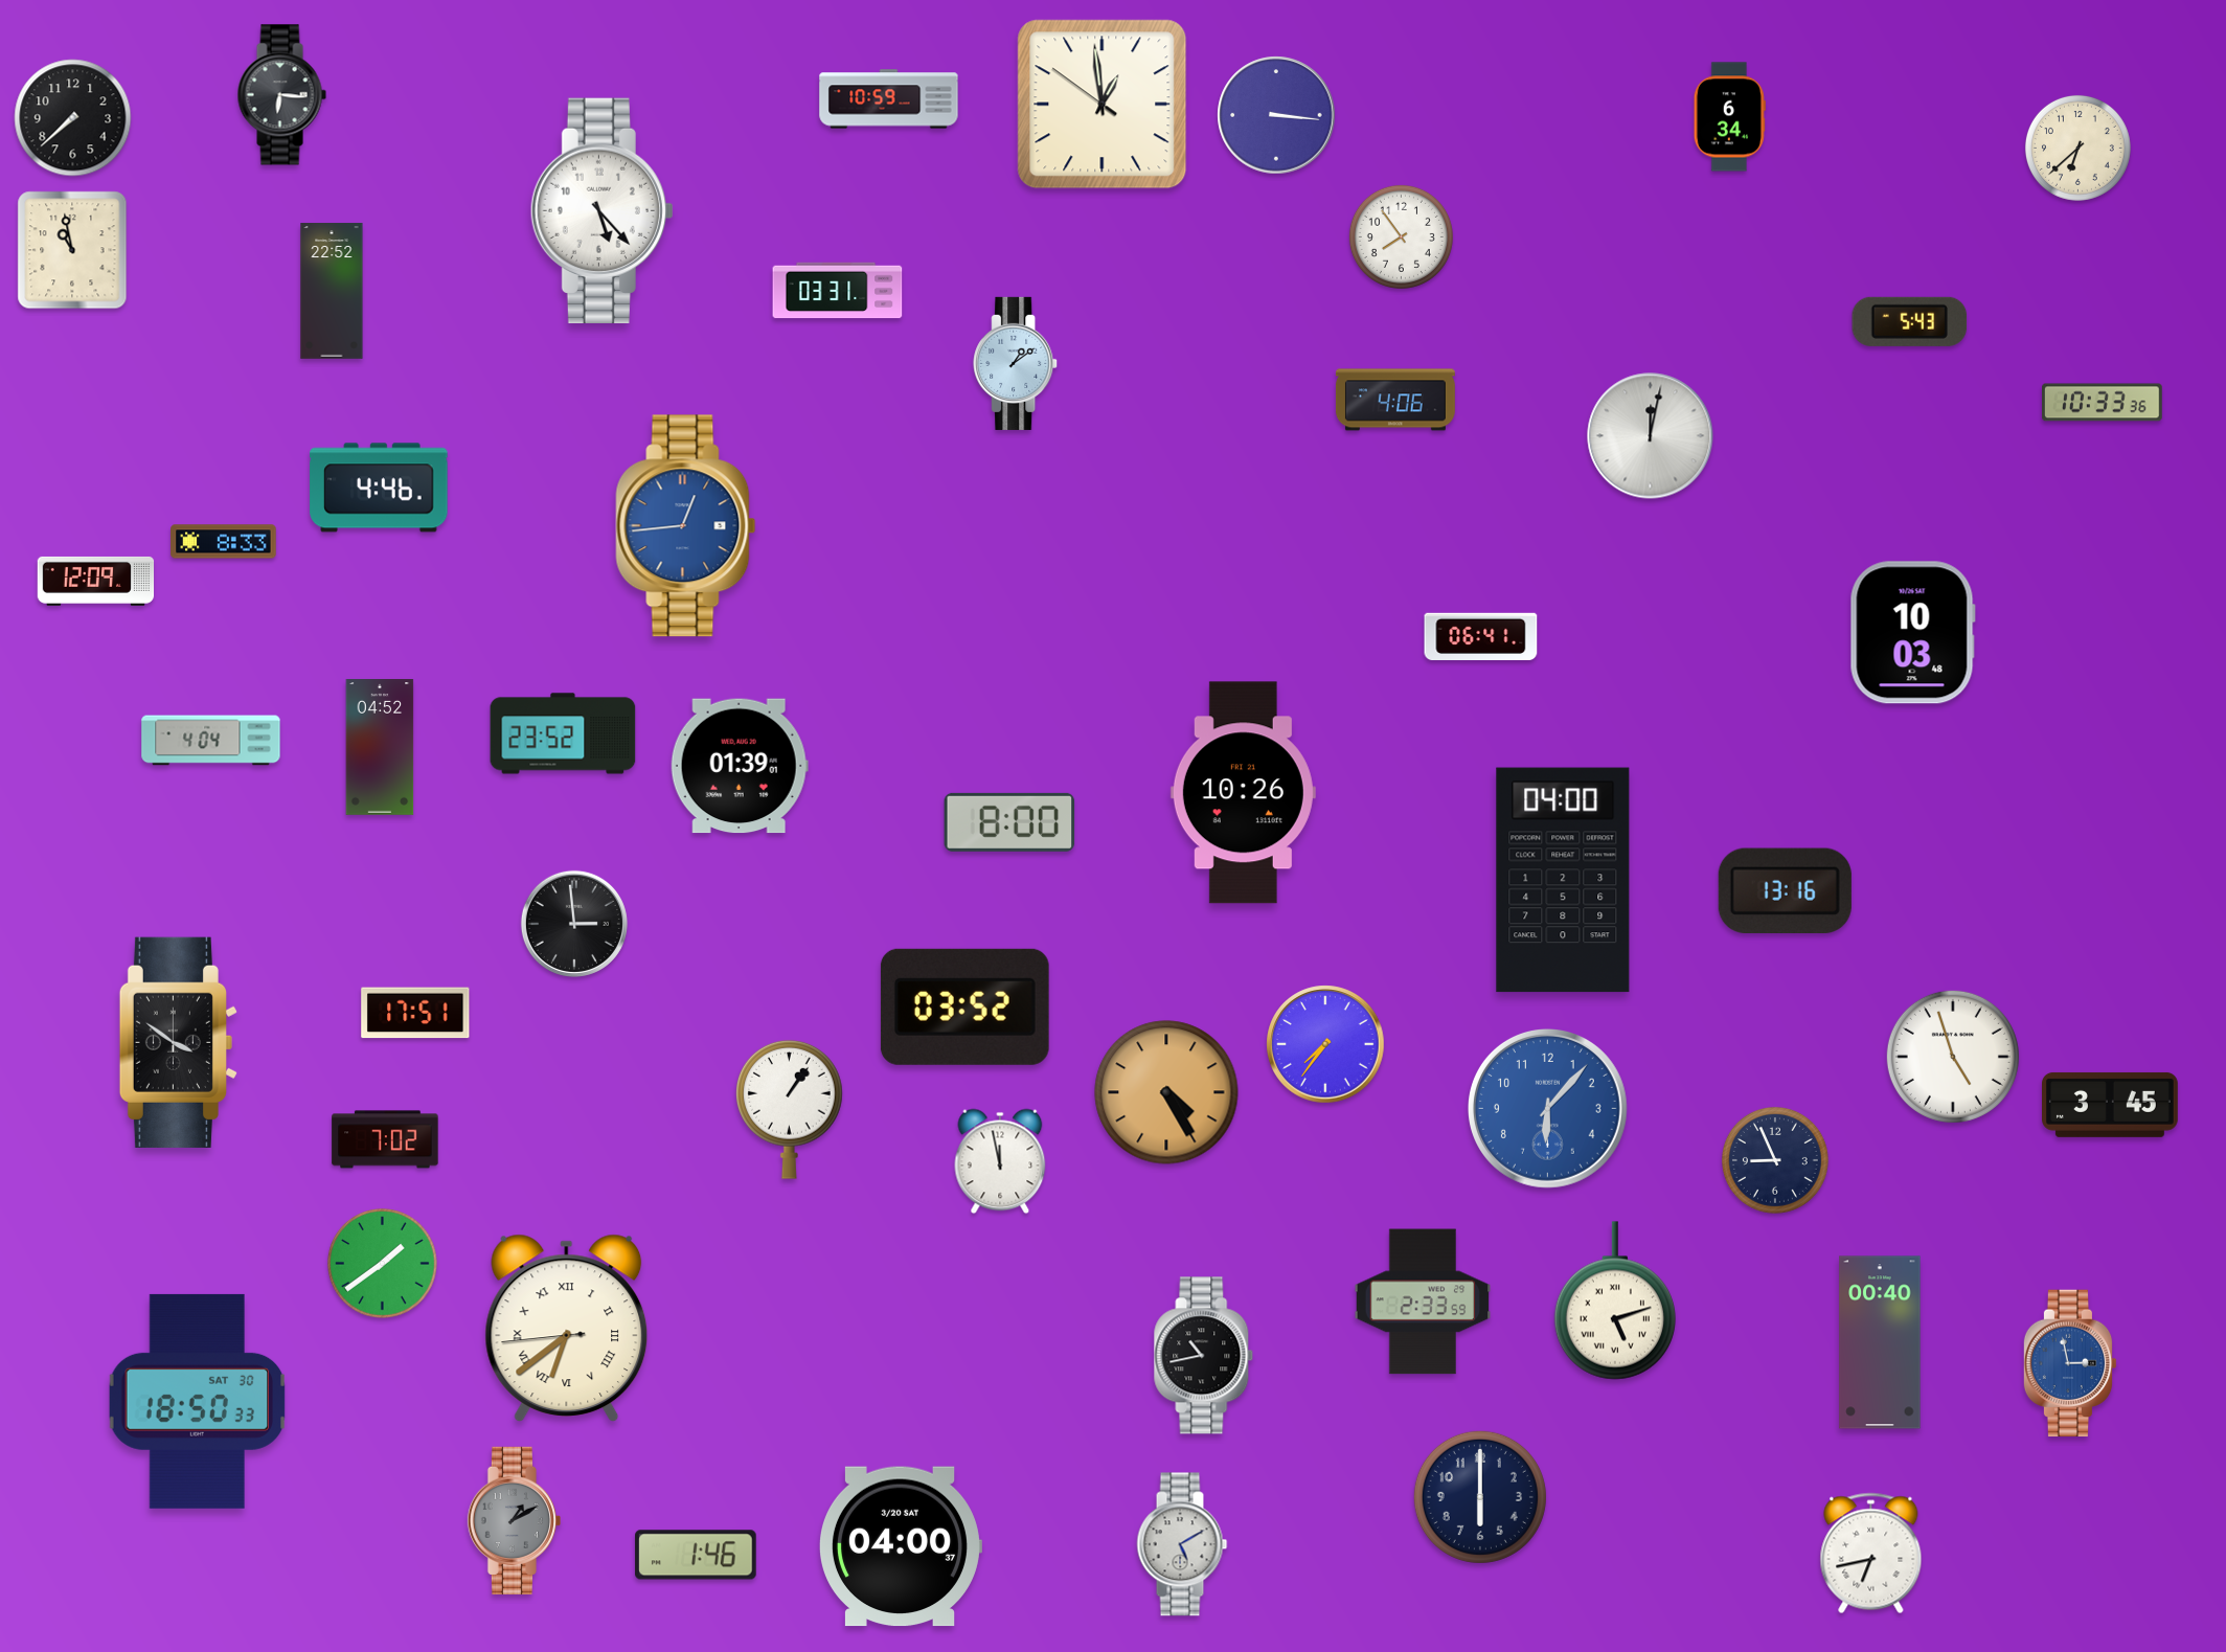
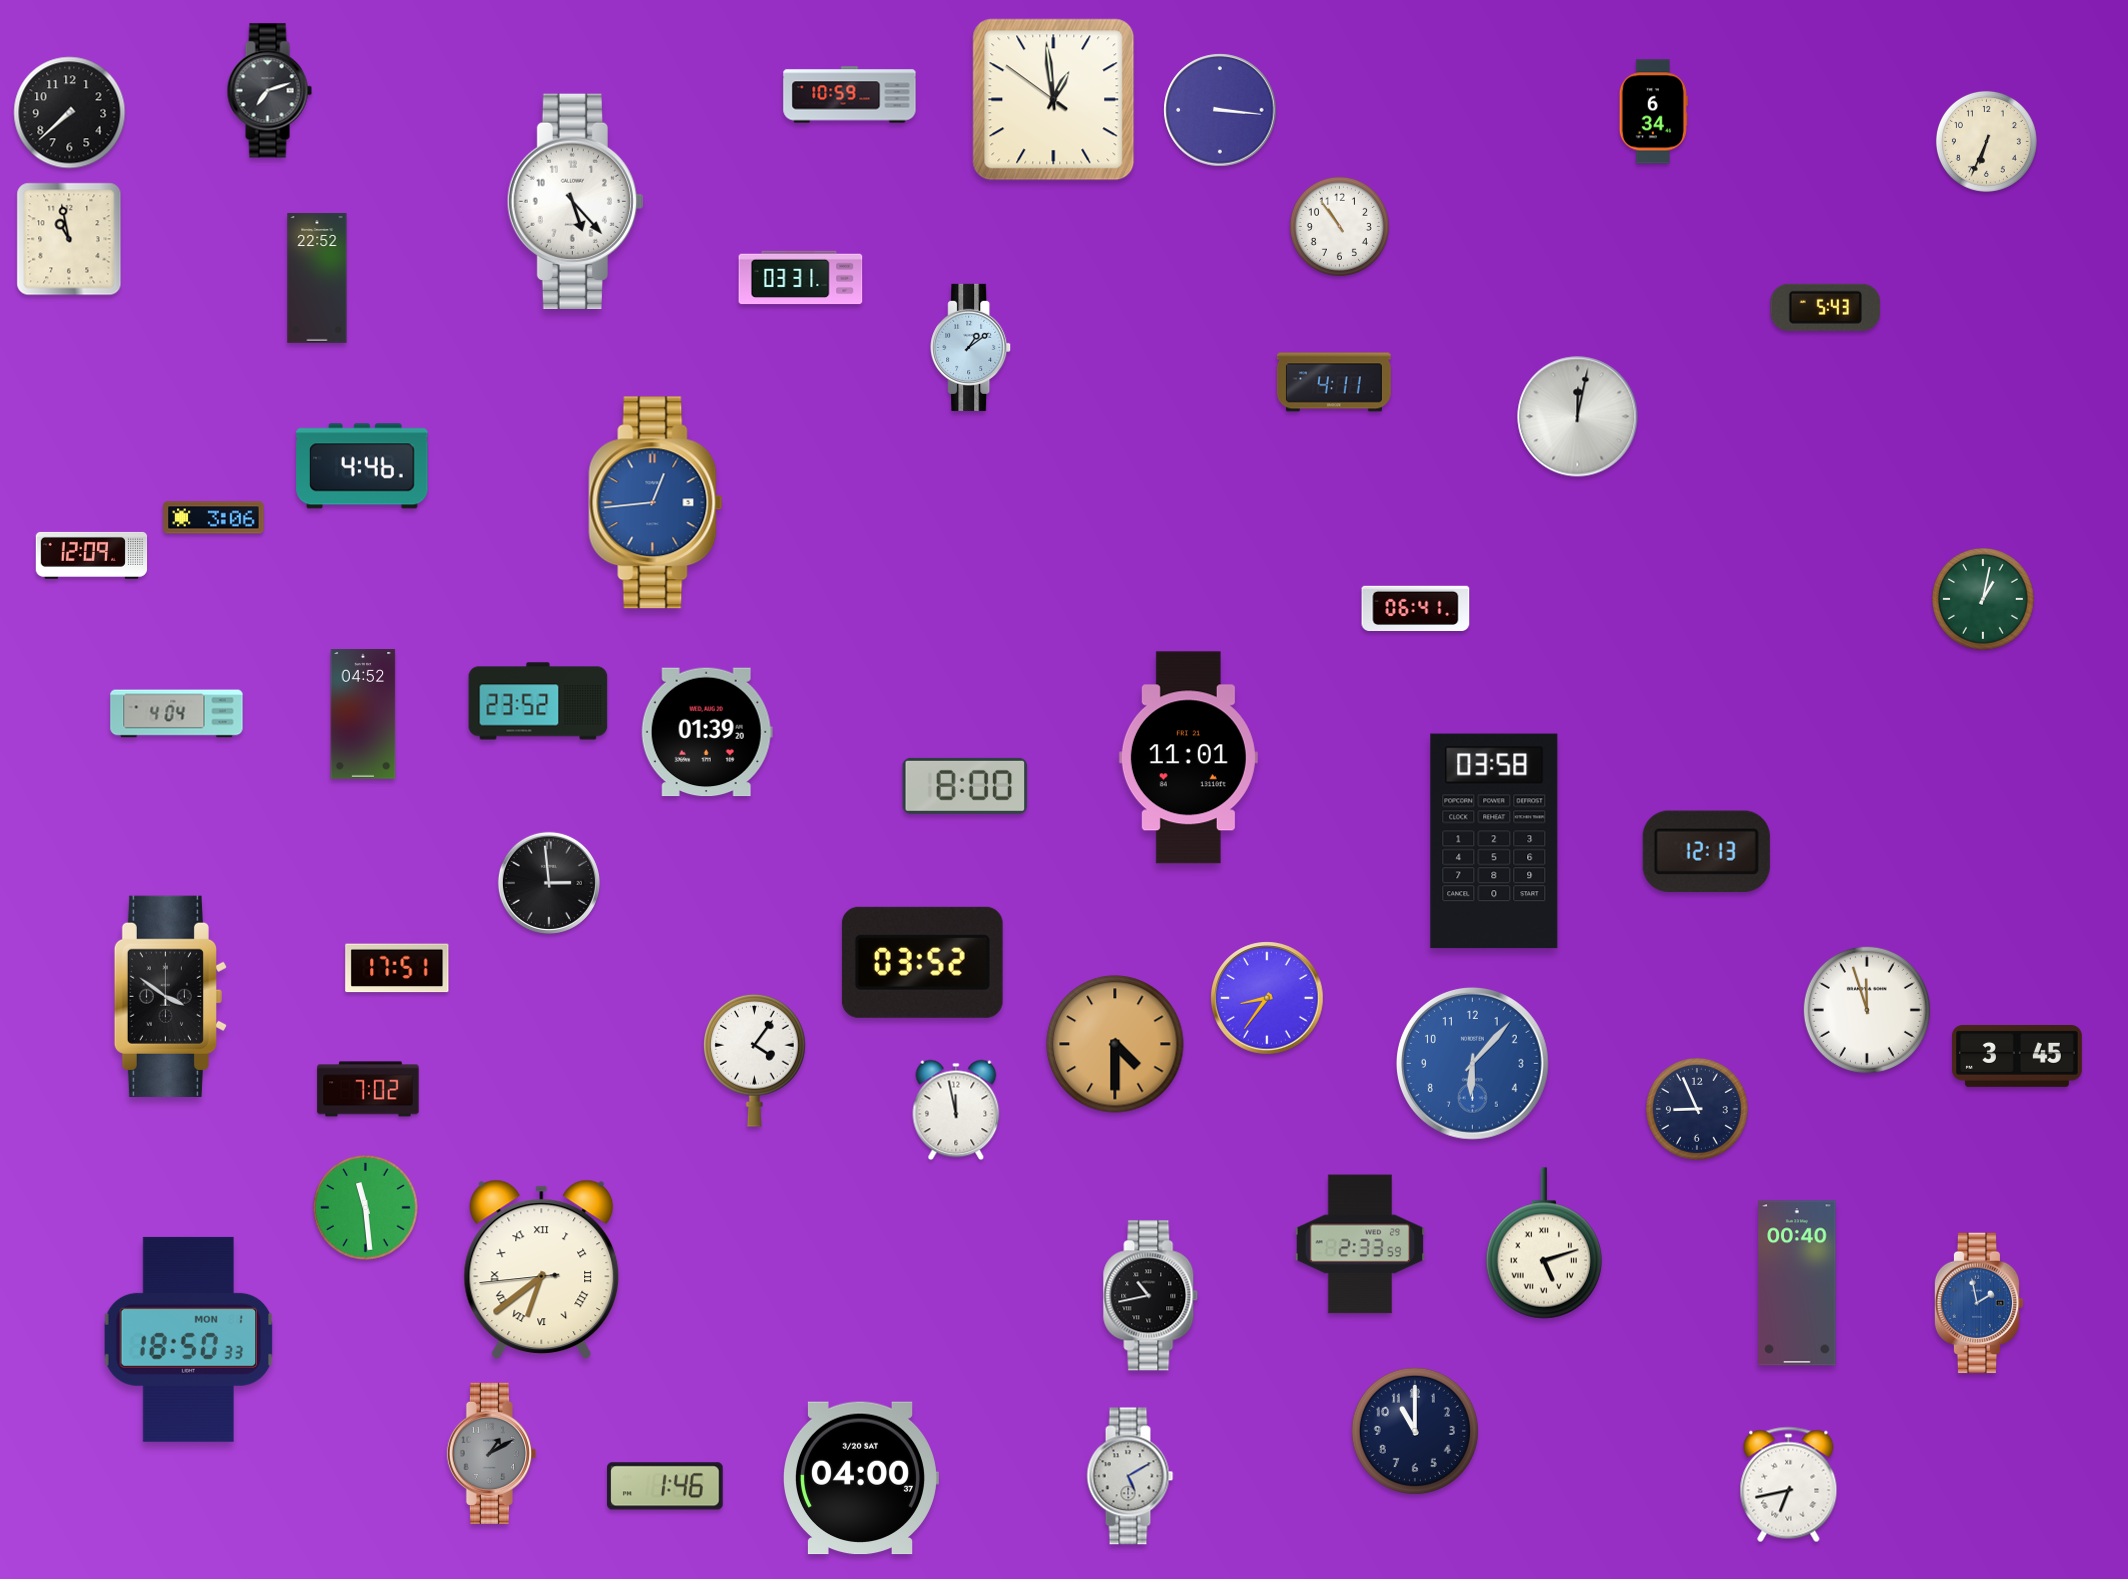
clock at (281, 95): 6:16 -> 7:12
clock at (2077, 148): 6:38 -> 6:34
clock at (1401, 236): 7:54 -> 10:54
clock at (1395, 400): 4:06 -> 4:11
clock at (2103, 403): 10:33 -> none
clock at (224, 542): 8:33 -> 3:06
clock at (1983, 599): none -> 1:02
clock at (1912, 633): 10:03 -> none
clock at (211, 741) position: (211, 741) -> (177, 714)
clock at (740, 766): 01:39:01 -> 01:39:20
clock at (1243, 793): 10:26 -> 11:01
clock at (1563, 880): 04:00 -> 03:58
clock at (1785, 890): 13:16 -> 12:13
clock at (1325, 1044): 7:36 -> 8:36
clock at (1953, 1057): 4:57 -> 11:57
clock at (1166, 1092): 4:25 -> 4:30
clock at (1547, 1108) position: (1547, 1108) -> (1472, 1063)
clock at (790, 1109): 1:06 -> 4:06
clock at (383, 1264): 1:39 -> 11:29
clock at (2070, 1363): 2:58 -> 1:58
clock at (198, 1401) date: SAT 30 -> MON 1
clock at (1480, 1497): 6:00 -> 11:00
